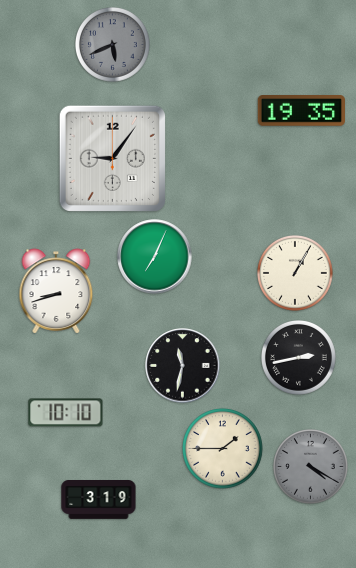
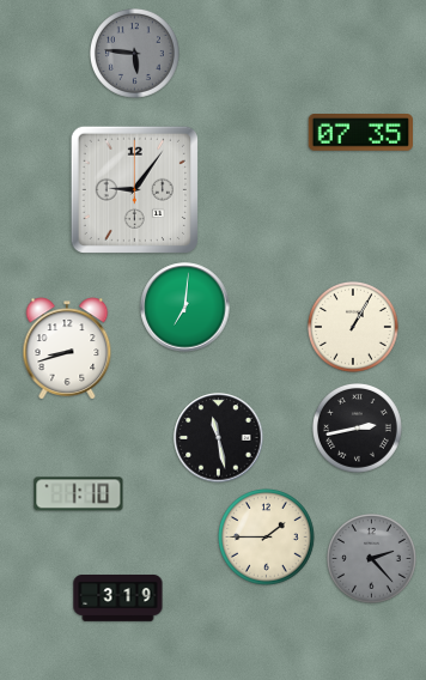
clock at (113, 45): 5:41 -> 5:46
clock at (301, 111): 19:35 -> 07:35
clock at (155, 257): 7:04 -> 7:01
clock at (183, 366): 11:32 -> 11:28
clock at (66, 413): 10:10 -> 1:10
clock at (311, 467): 4:20 -> 2:23
